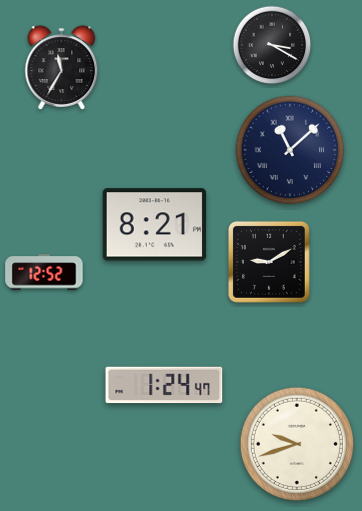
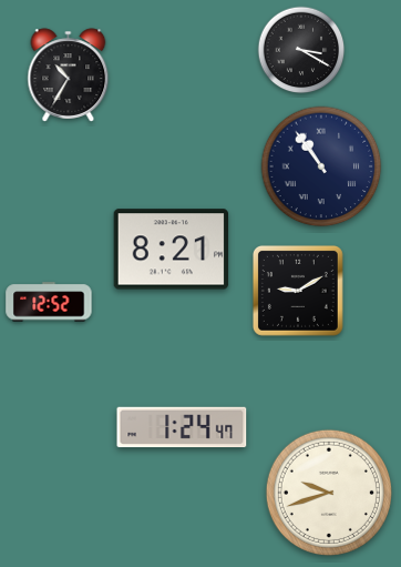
clock at (62, 68): 11:35 -> 10:35
clock at (290, 150): 11:08 -> 10:54
